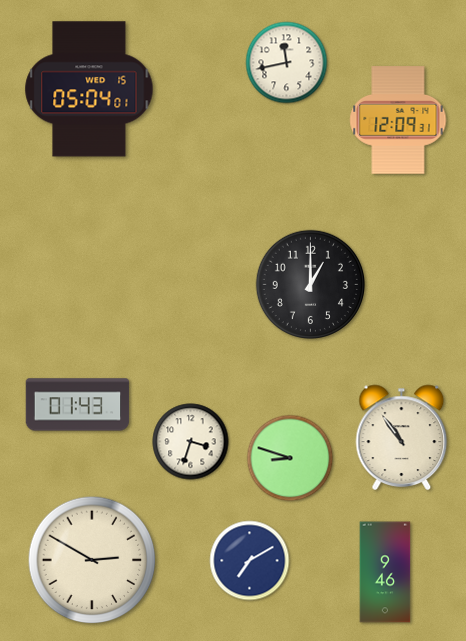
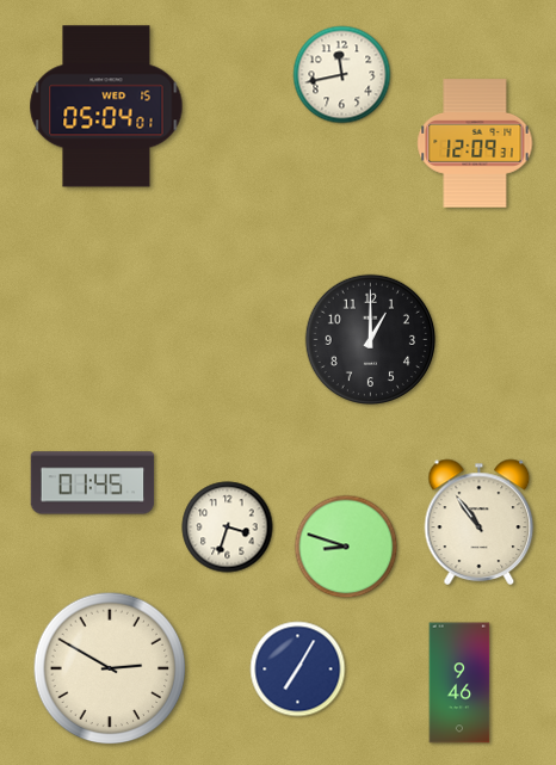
clock at (78, 405): 01:43 -> 01:45
clock at (250, 561): 7:10 -> 7:05
